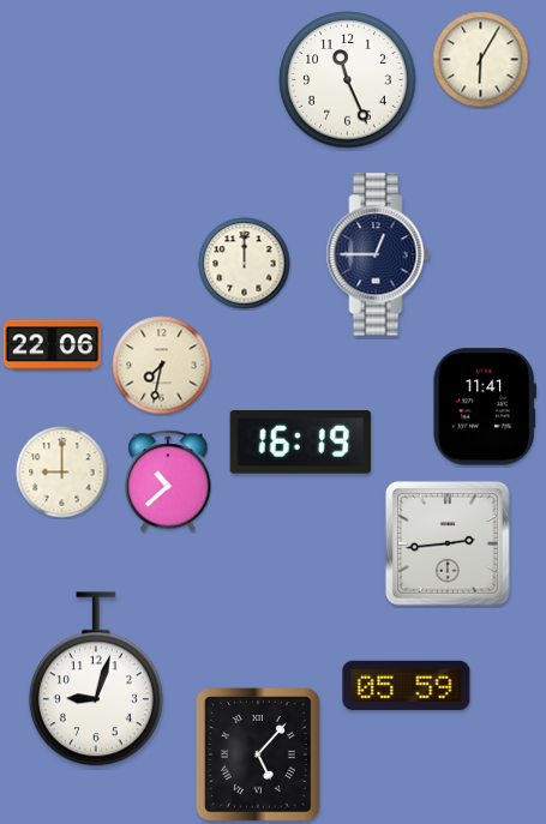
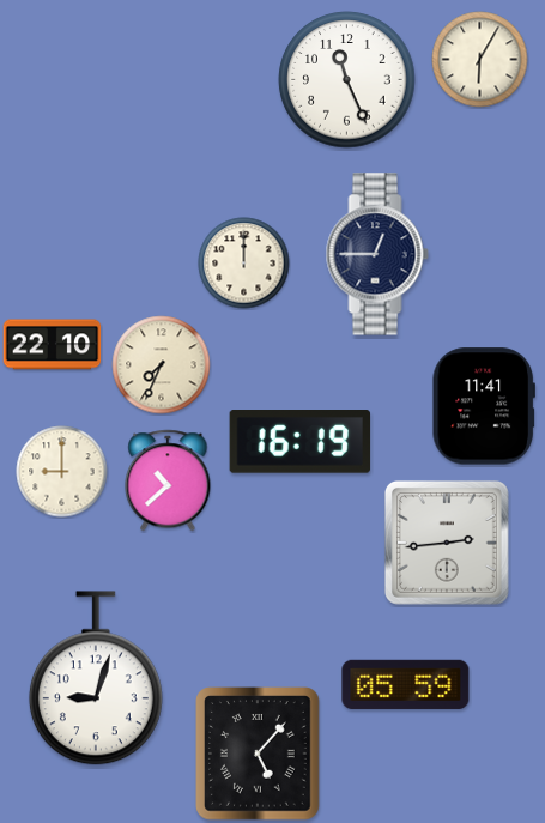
clock at (53, 345): 22:06 -> 22:10
clock at (162, 366): 7:32 -> 7:34
